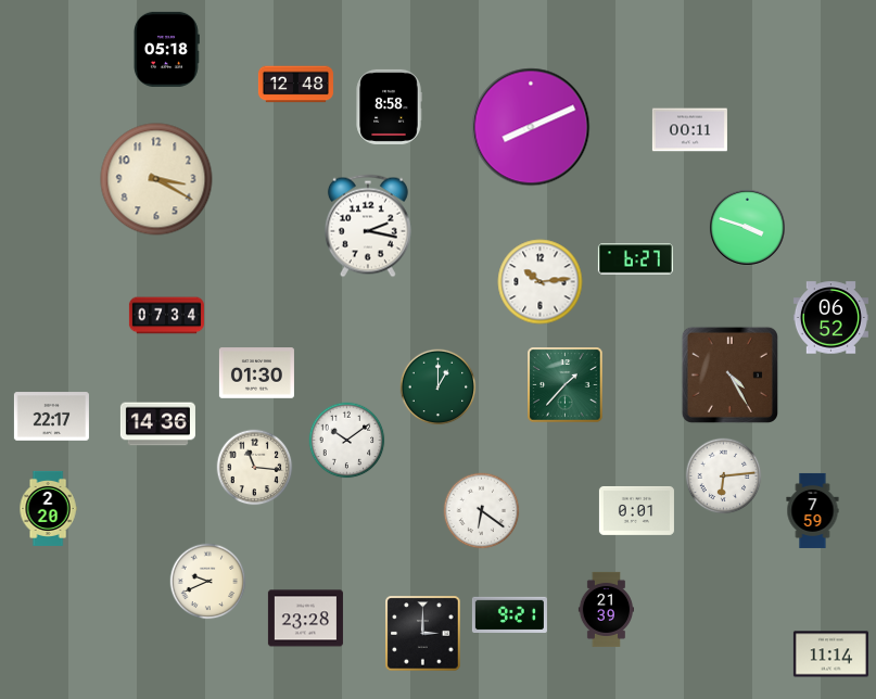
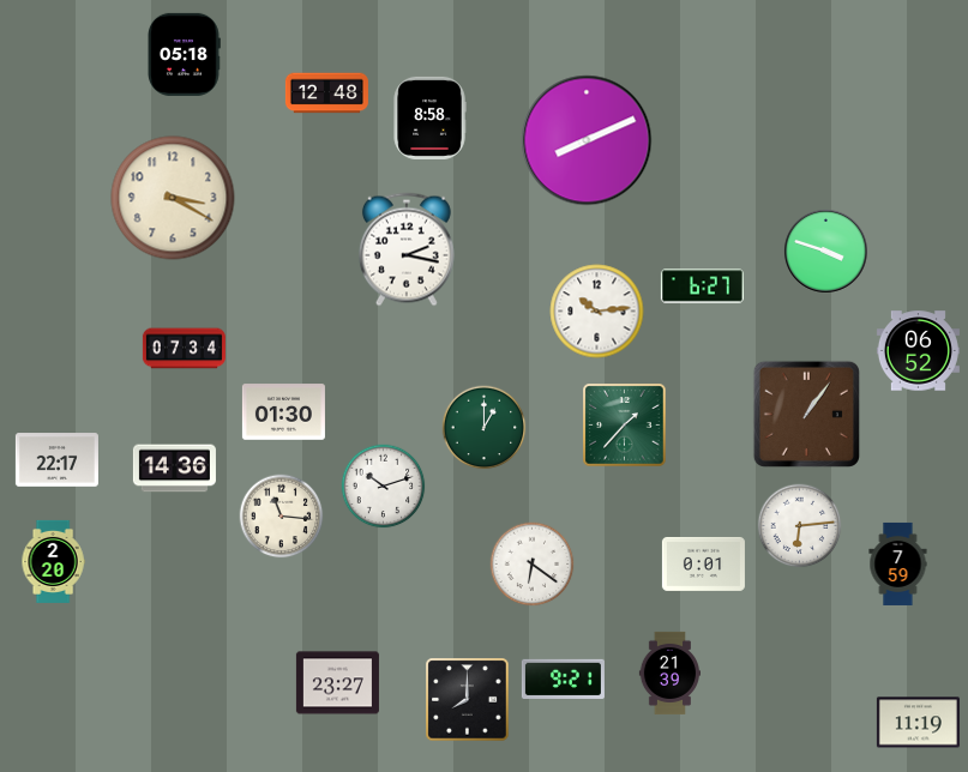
clock at (689, 130): 00:11 -> none
clock at (729, 374): 4:25 -> 1:06
clock at (347, 441): 10:09 -> 10:12
clock at (208, 582): 9:41 -> none
clock at (305, 619): 23:28 -> 23:27
clock at (423, 634): 3:00 -> 8:00
clock at (830, 654): 11:14 -> 11:19
